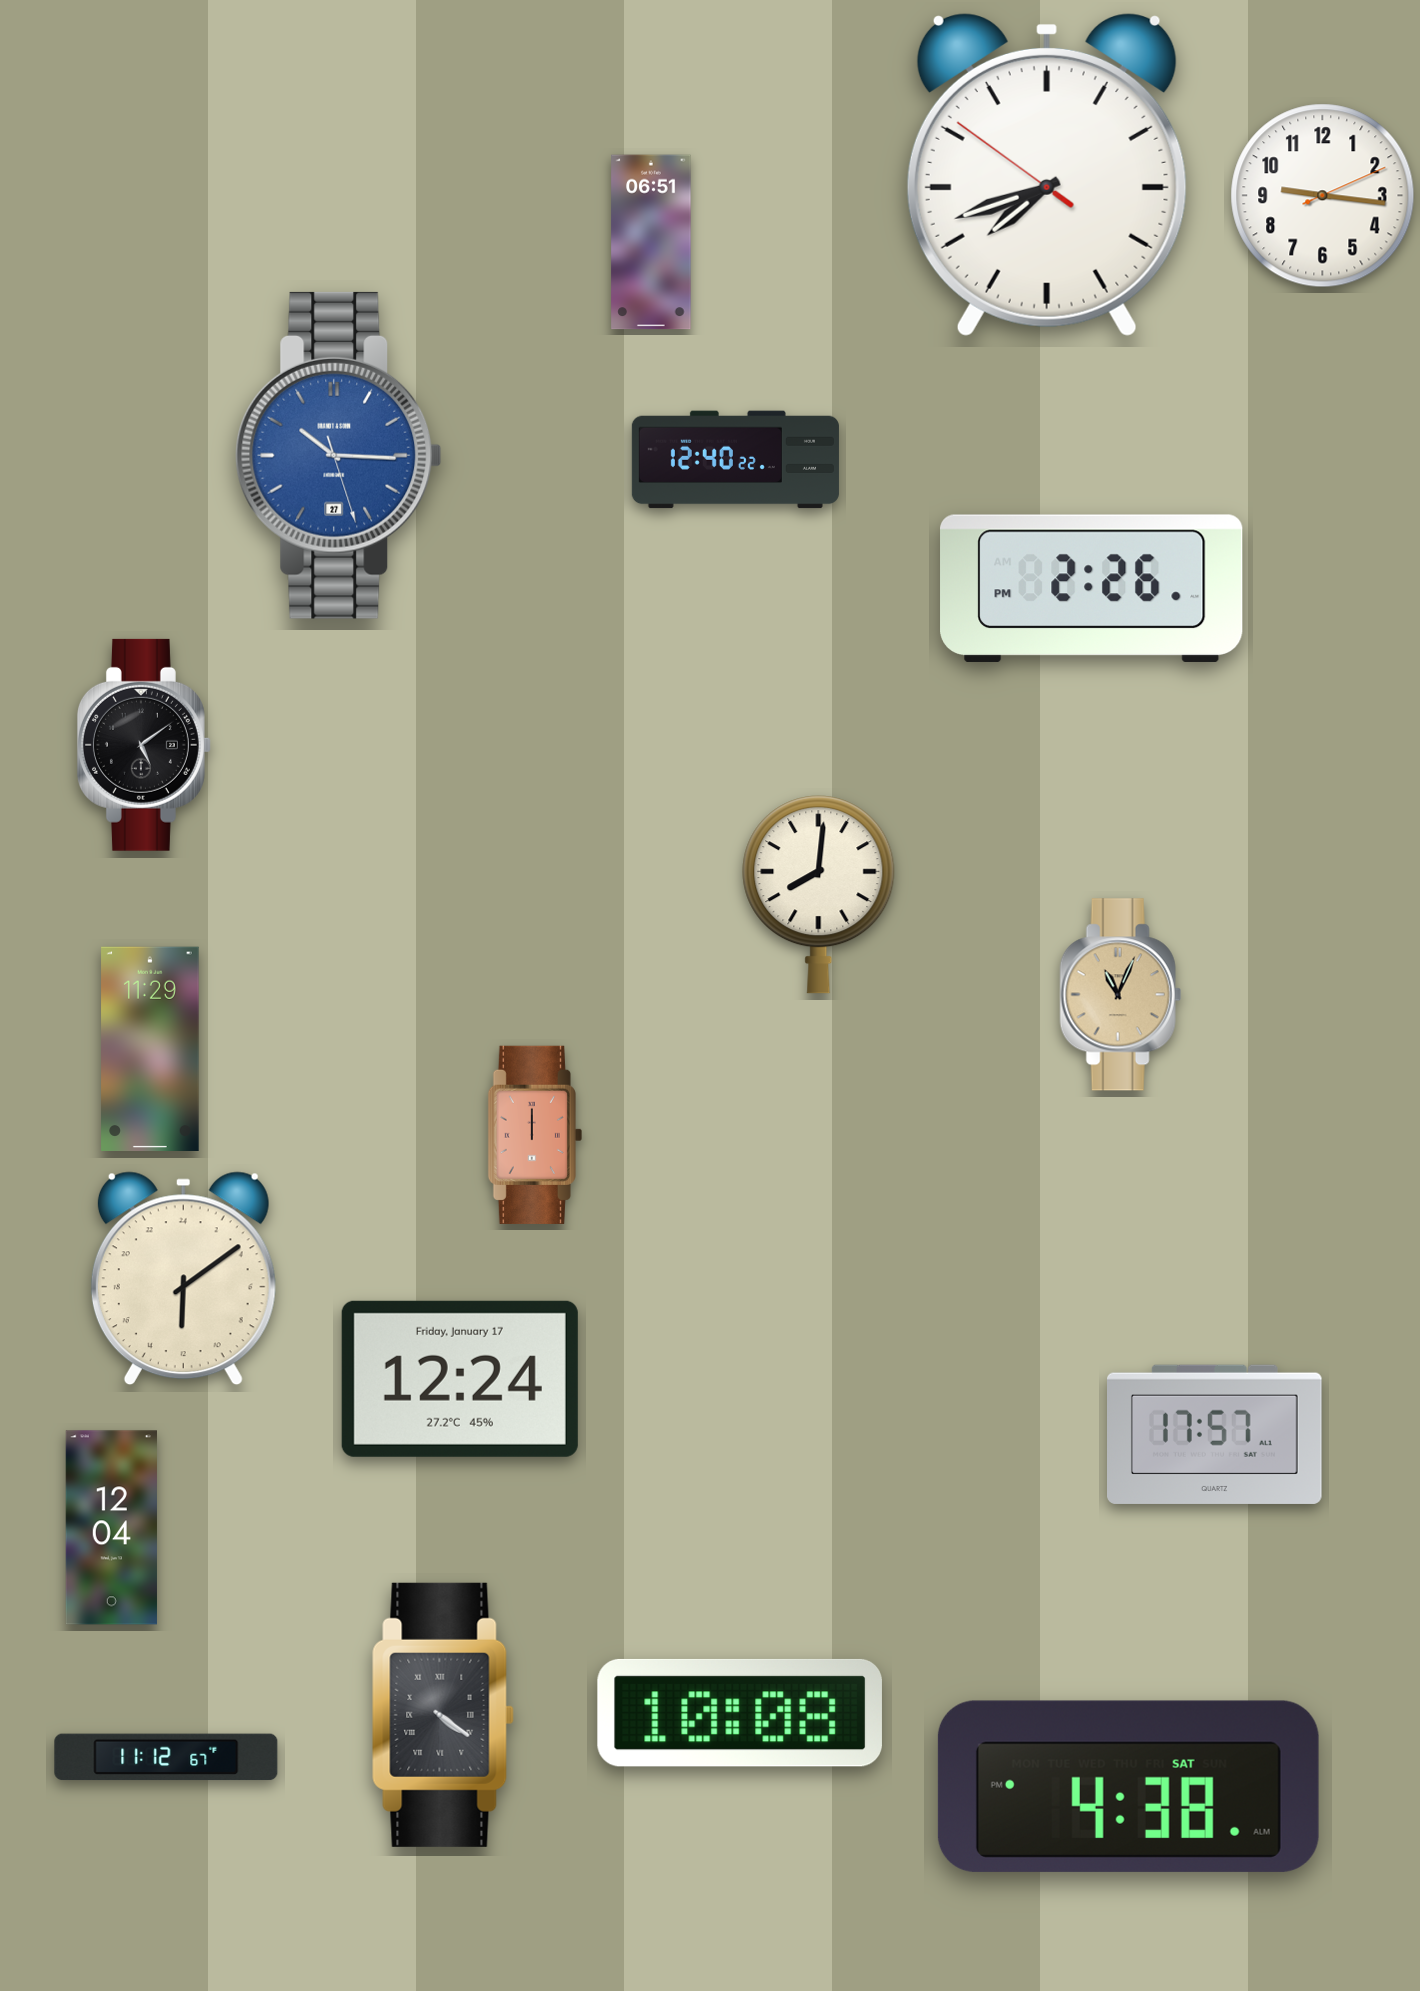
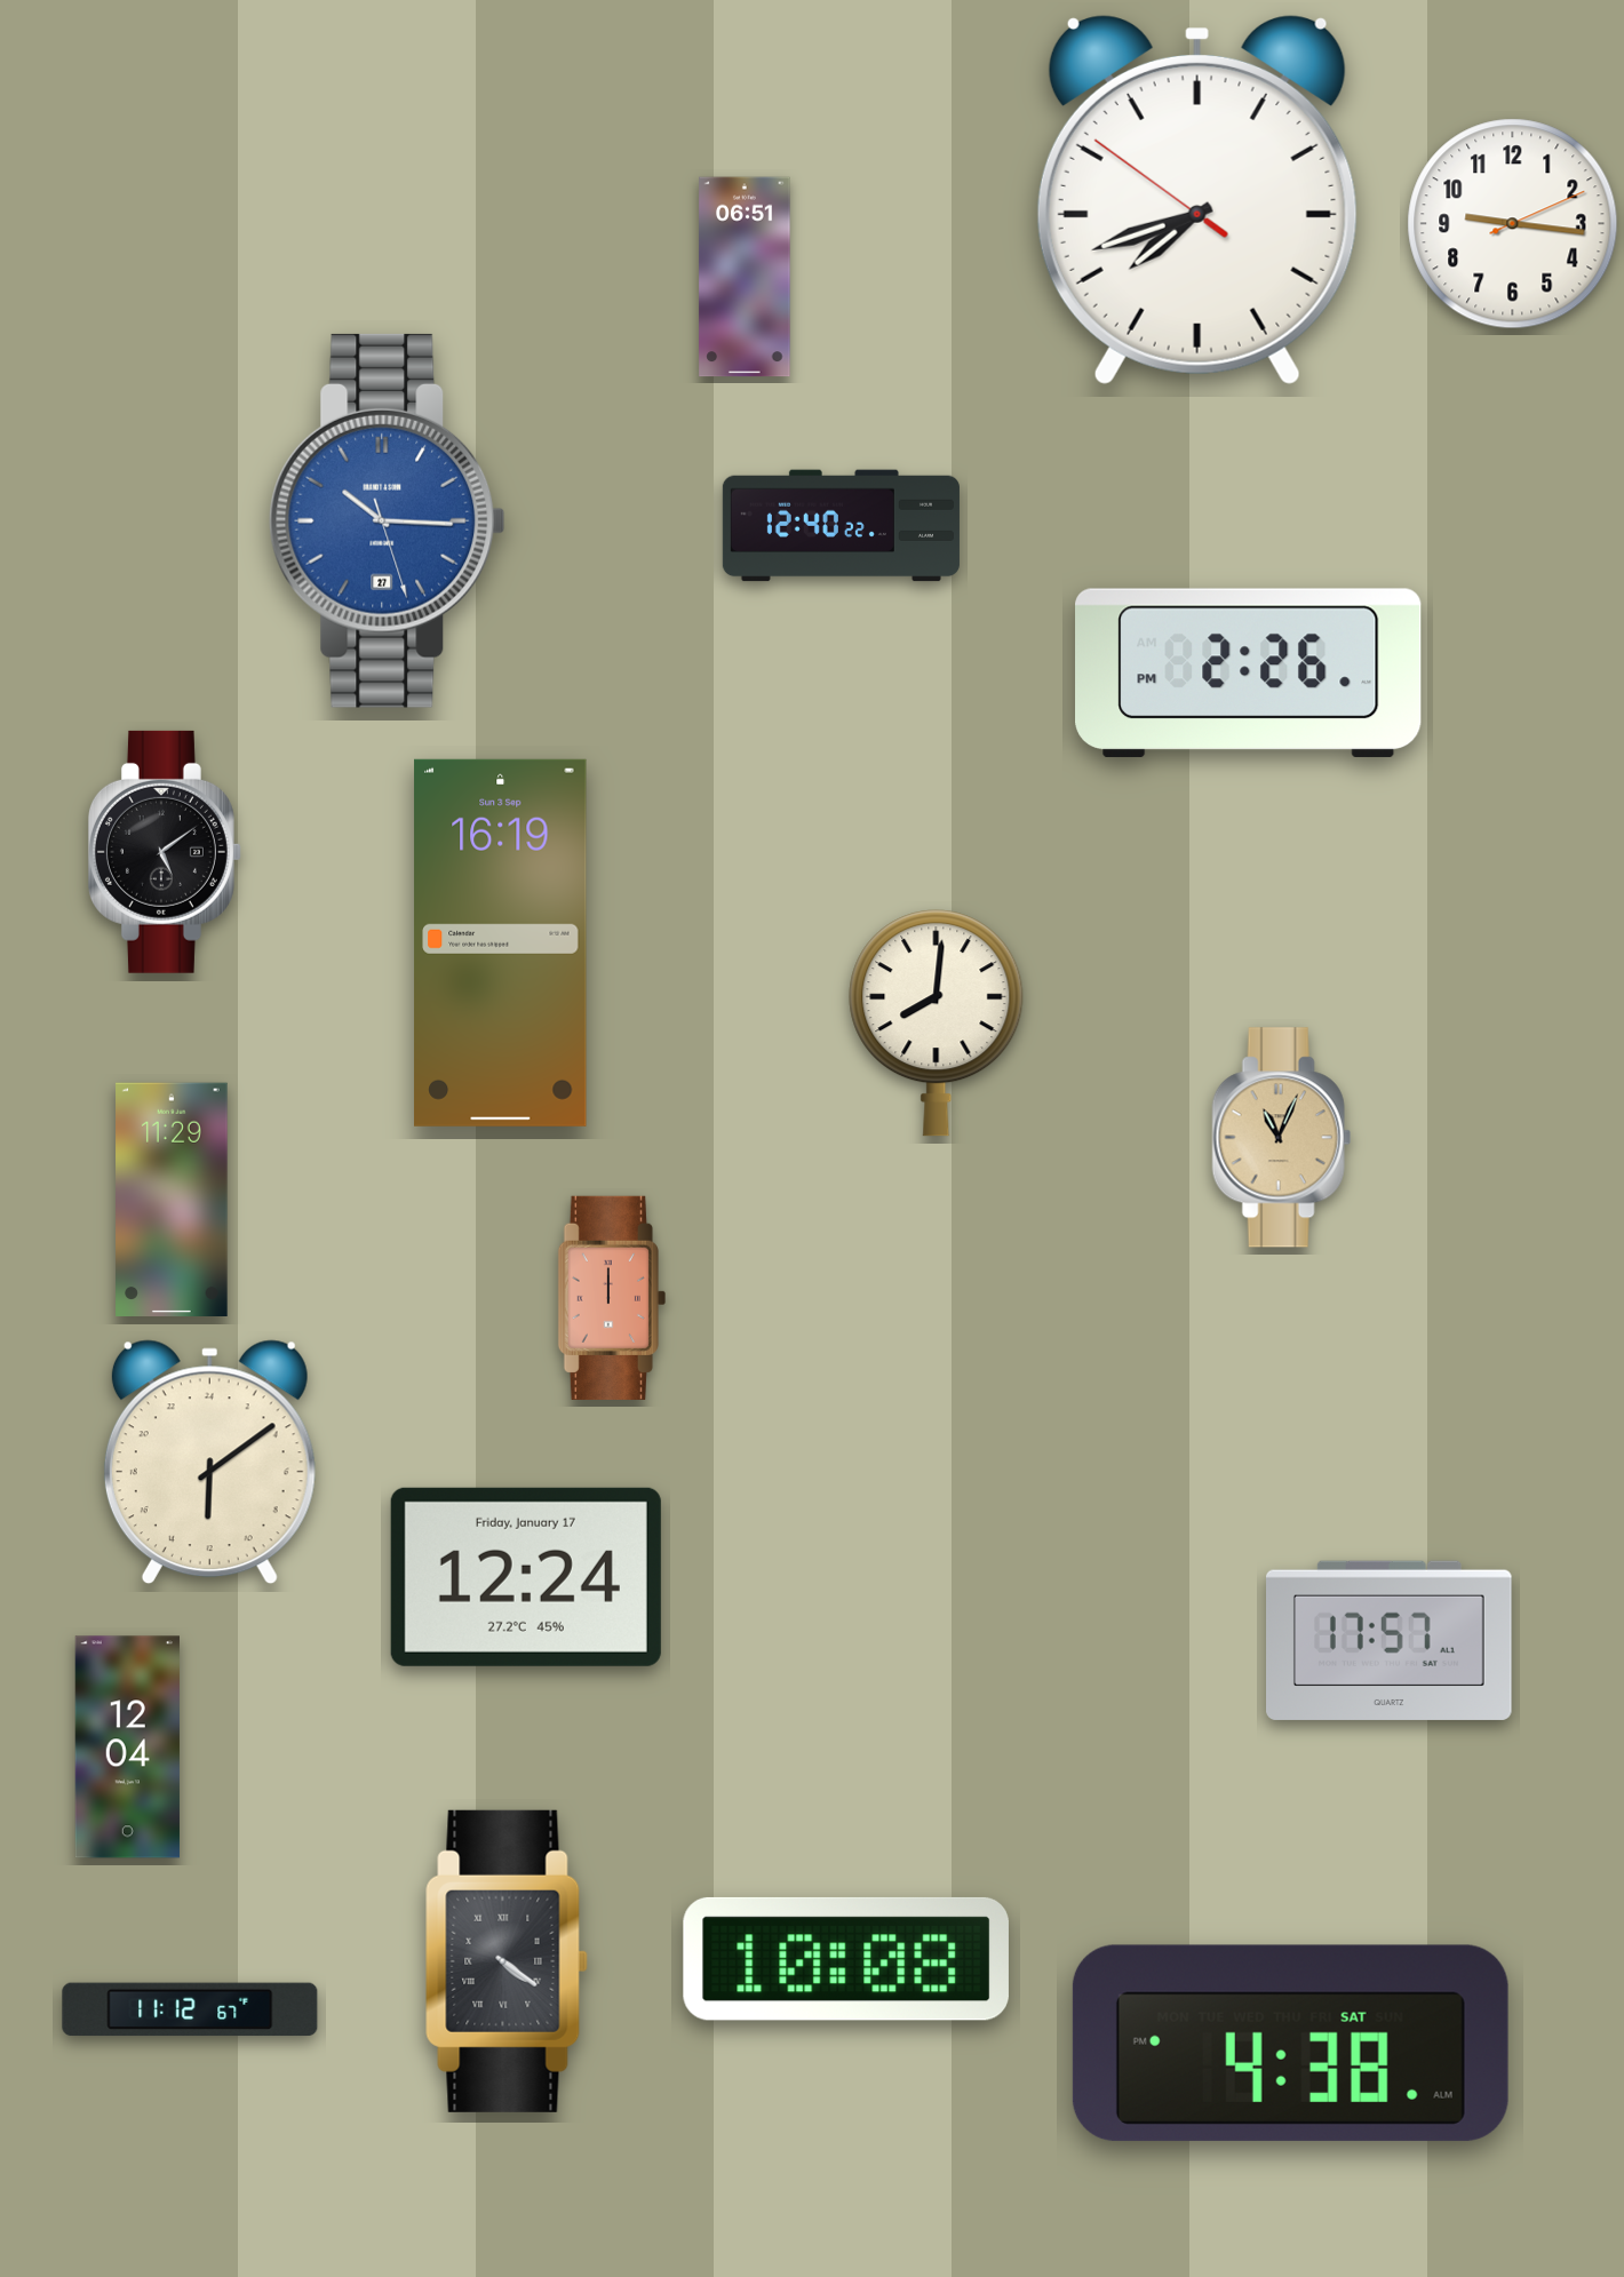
clock at (501, 942): none -> 16:19
